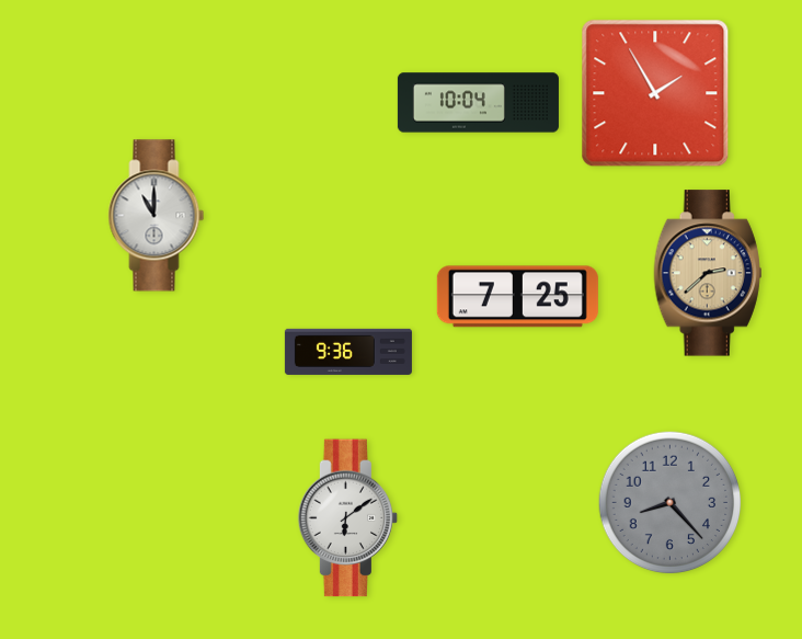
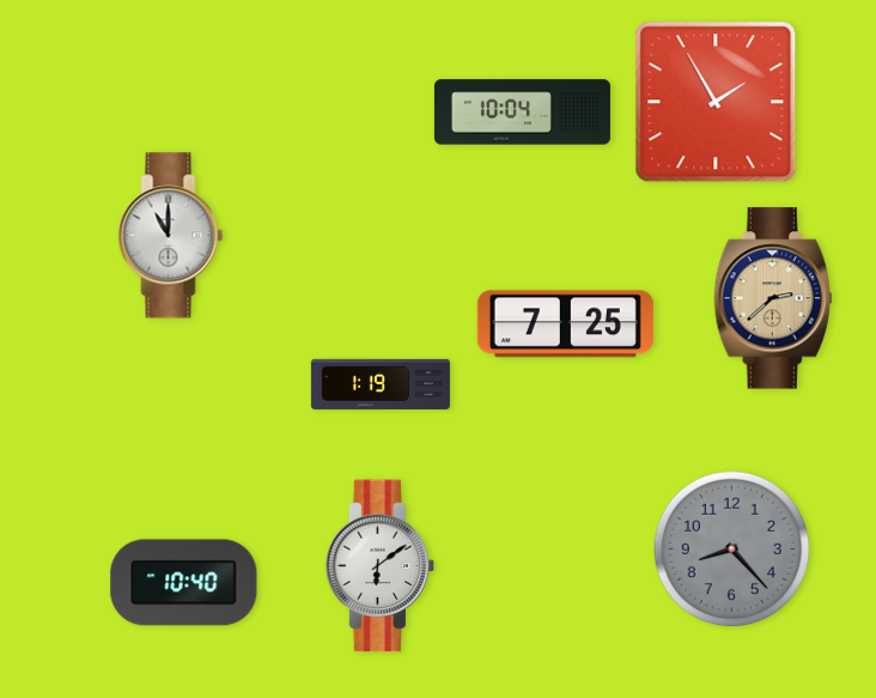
clock at (348, 352): 9:36 -> 1:19
clock at (184, 583): none -> 10:40
